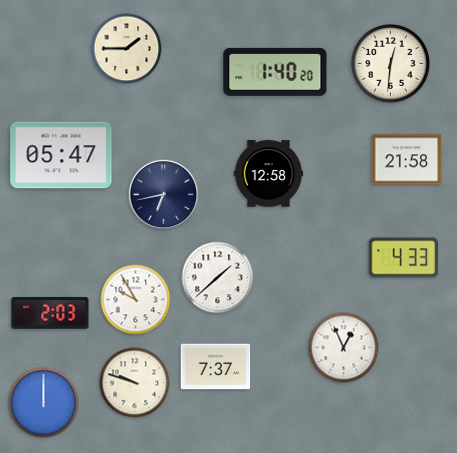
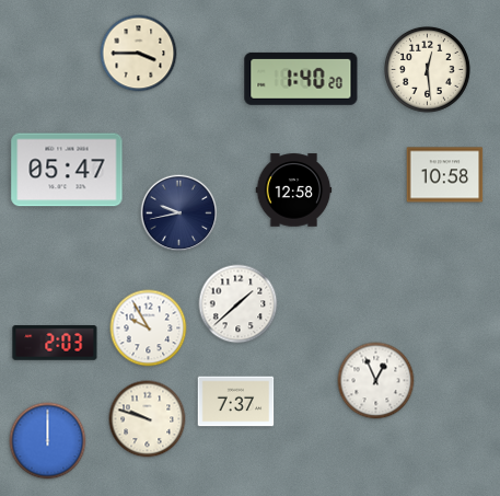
clock at (127, 49): 1:45 -> 3:45
clock at (390, 63): 12:31 -> 12:29
clock at (407, 160): 21:58 -> 10:58
clock at (164, 195): 6:43 -> 9:43
clock at (404, 258): 4:33 -> none
